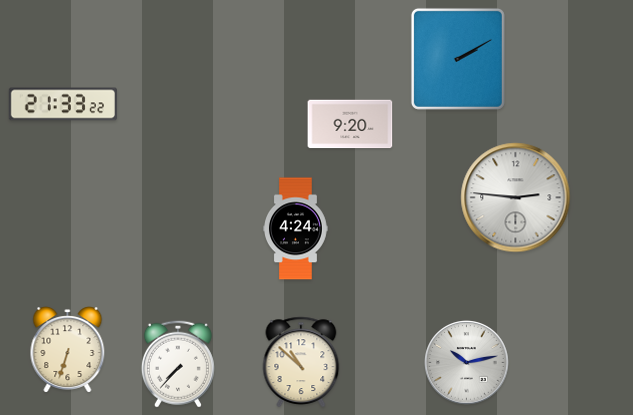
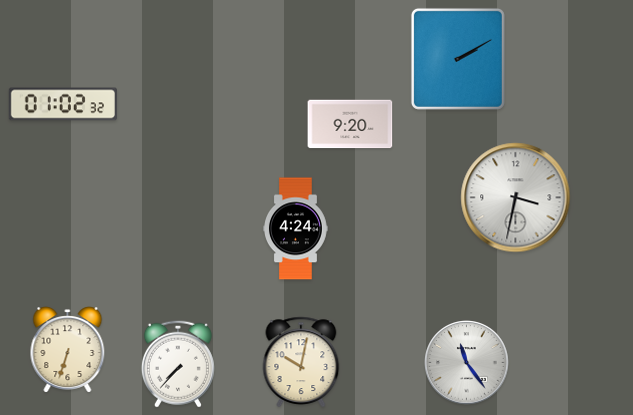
clock at (62, 104): 21:33 -> 01:02
clock at (516, 198): 2:46 -> 3:32
clock at (301, 361): 10:52 -> 10:02
clock at (467, 363): 10:13 -> 11:24
